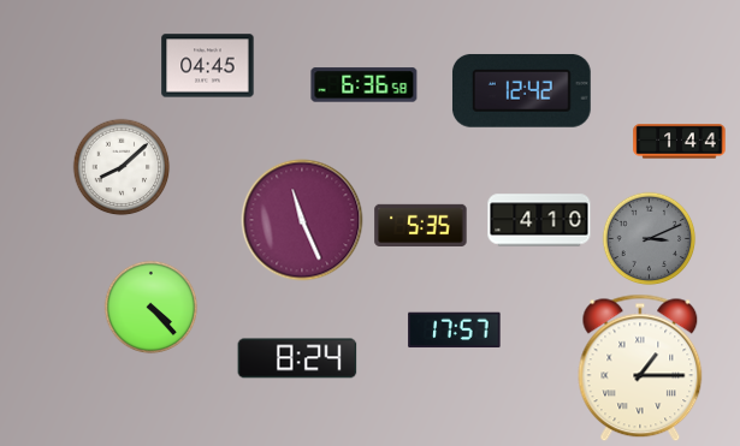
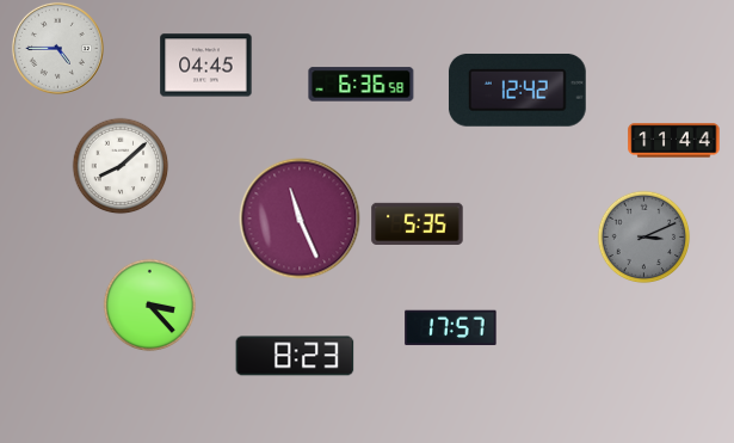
clock at (57, 48): none -> 4:45
clock at (680, 142): 1:44 -> 11:44
clock at (539, 220): 4:10 -> none
clock at (150, 307): 4:23 -> 3:23
clock at (297, 358): 8:24 -> 8:23
clock at (640, 368): 1:15 -> none
